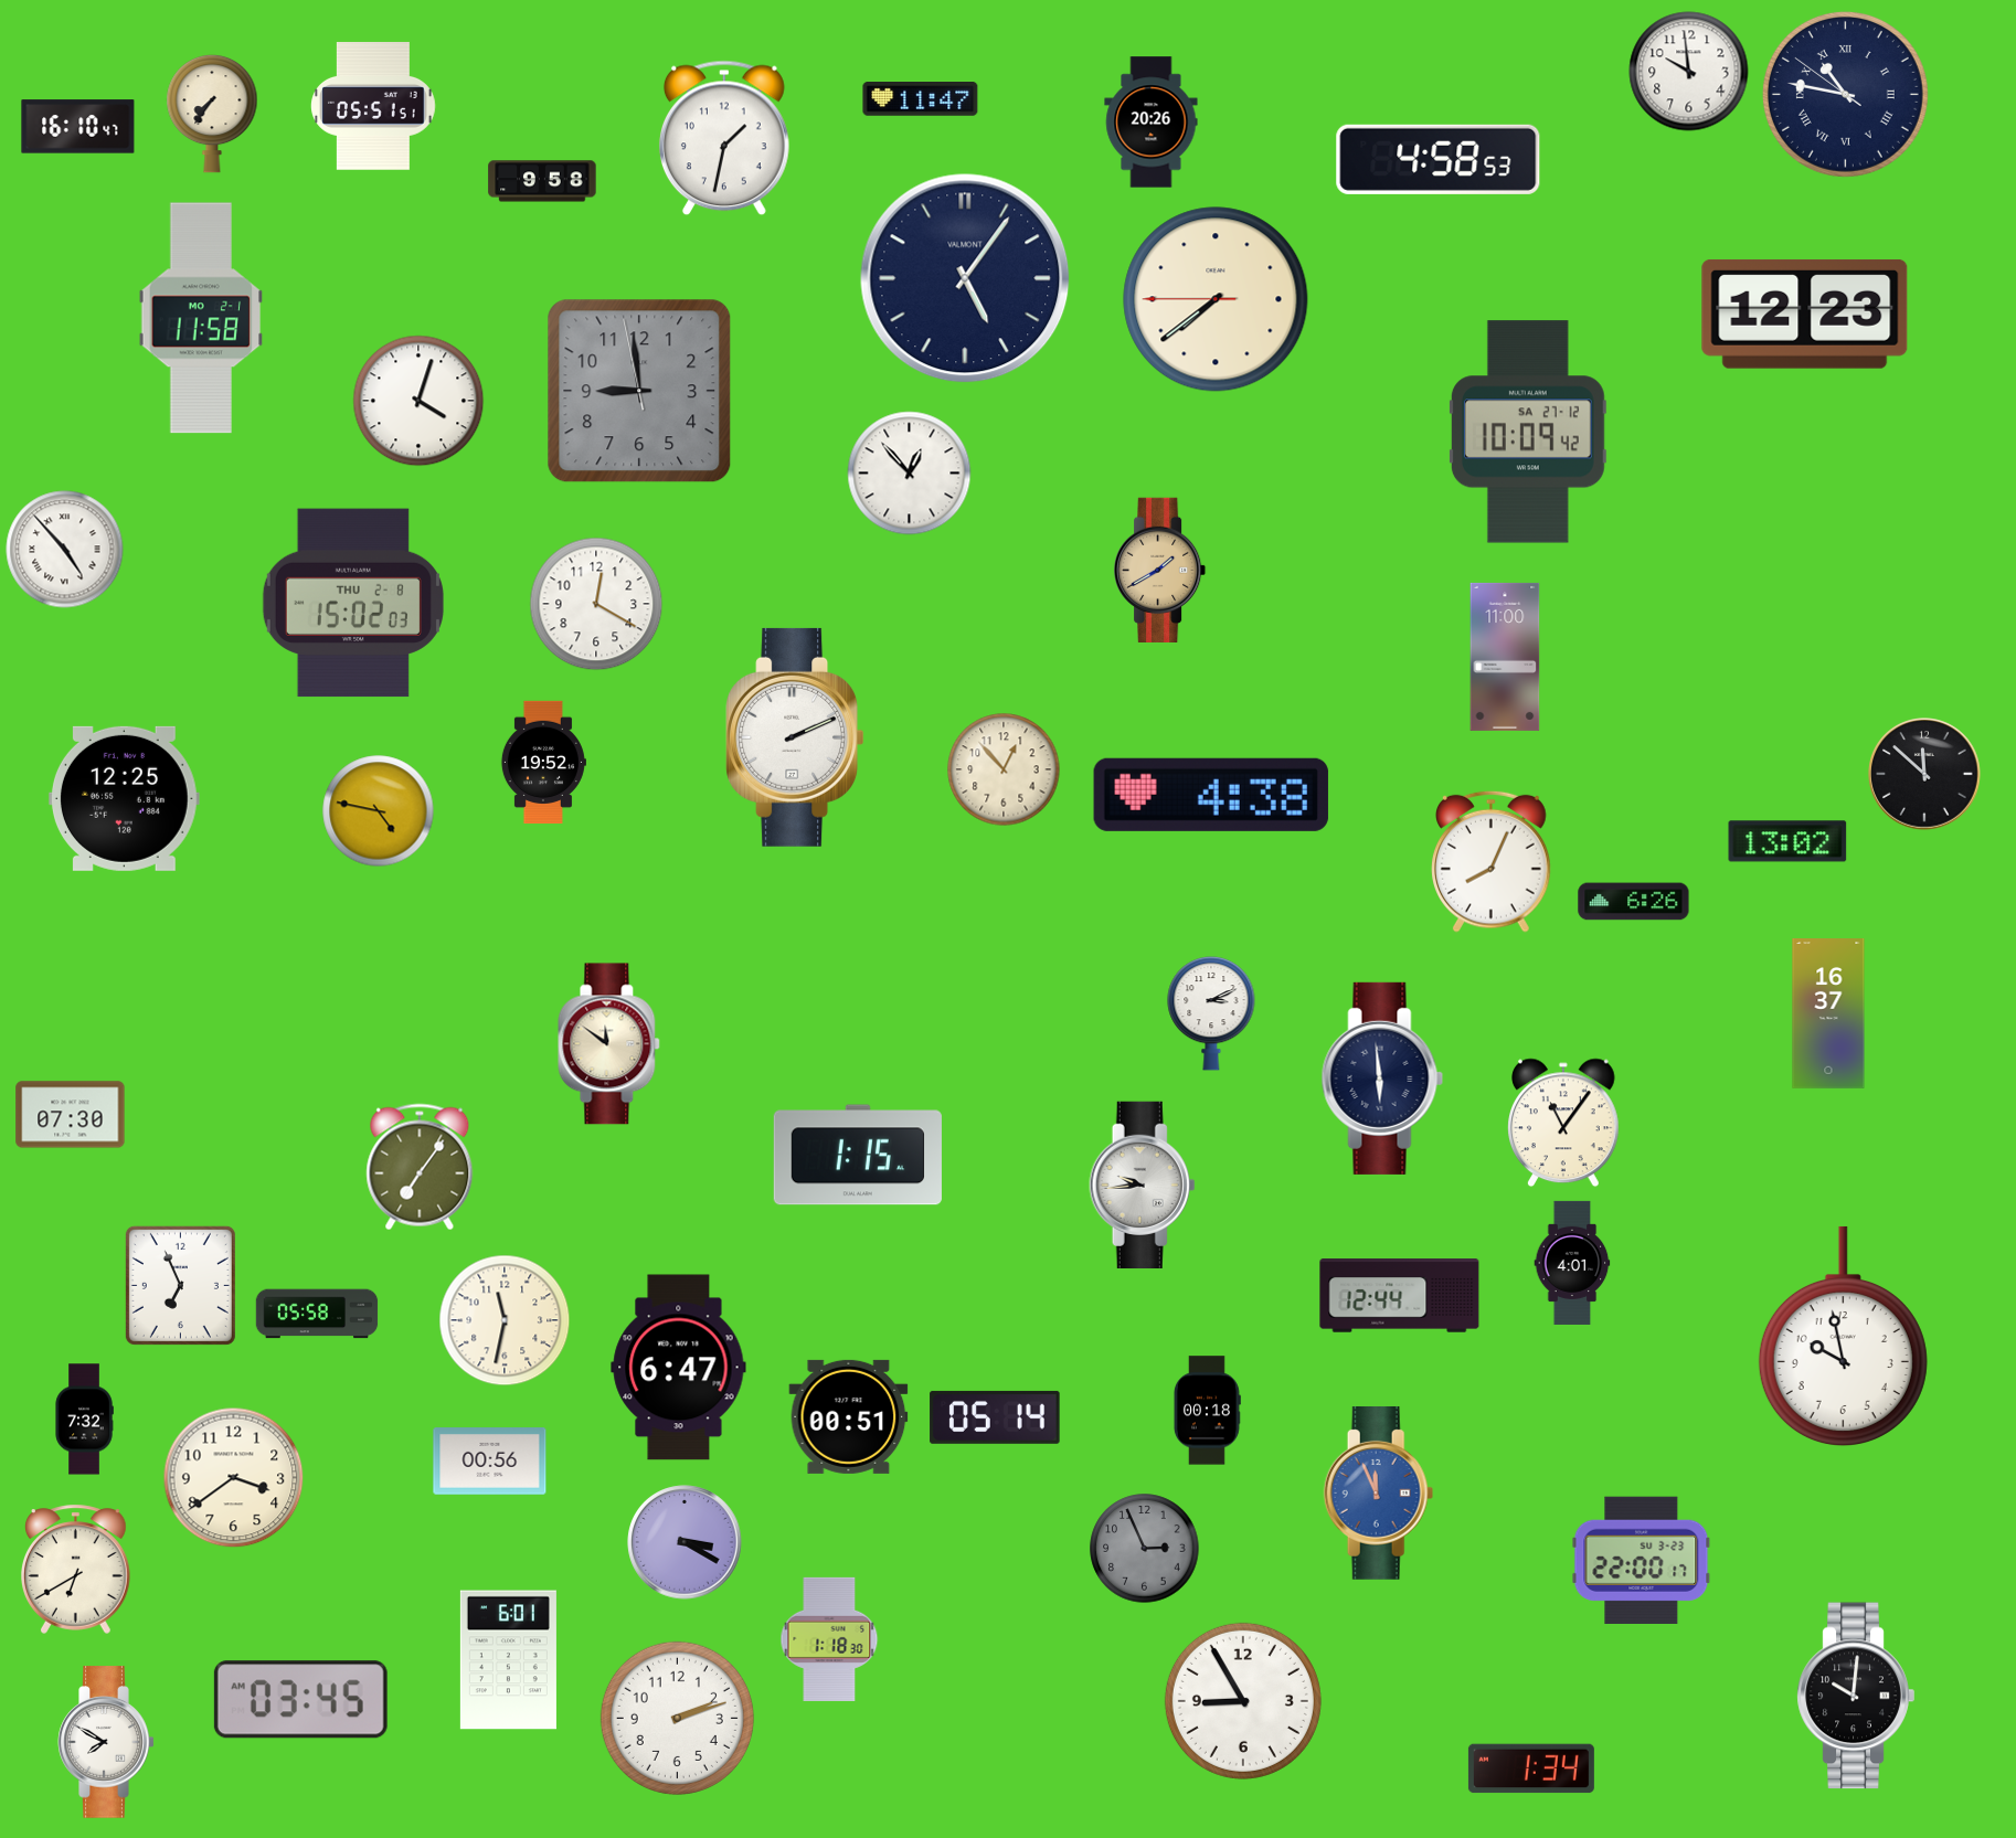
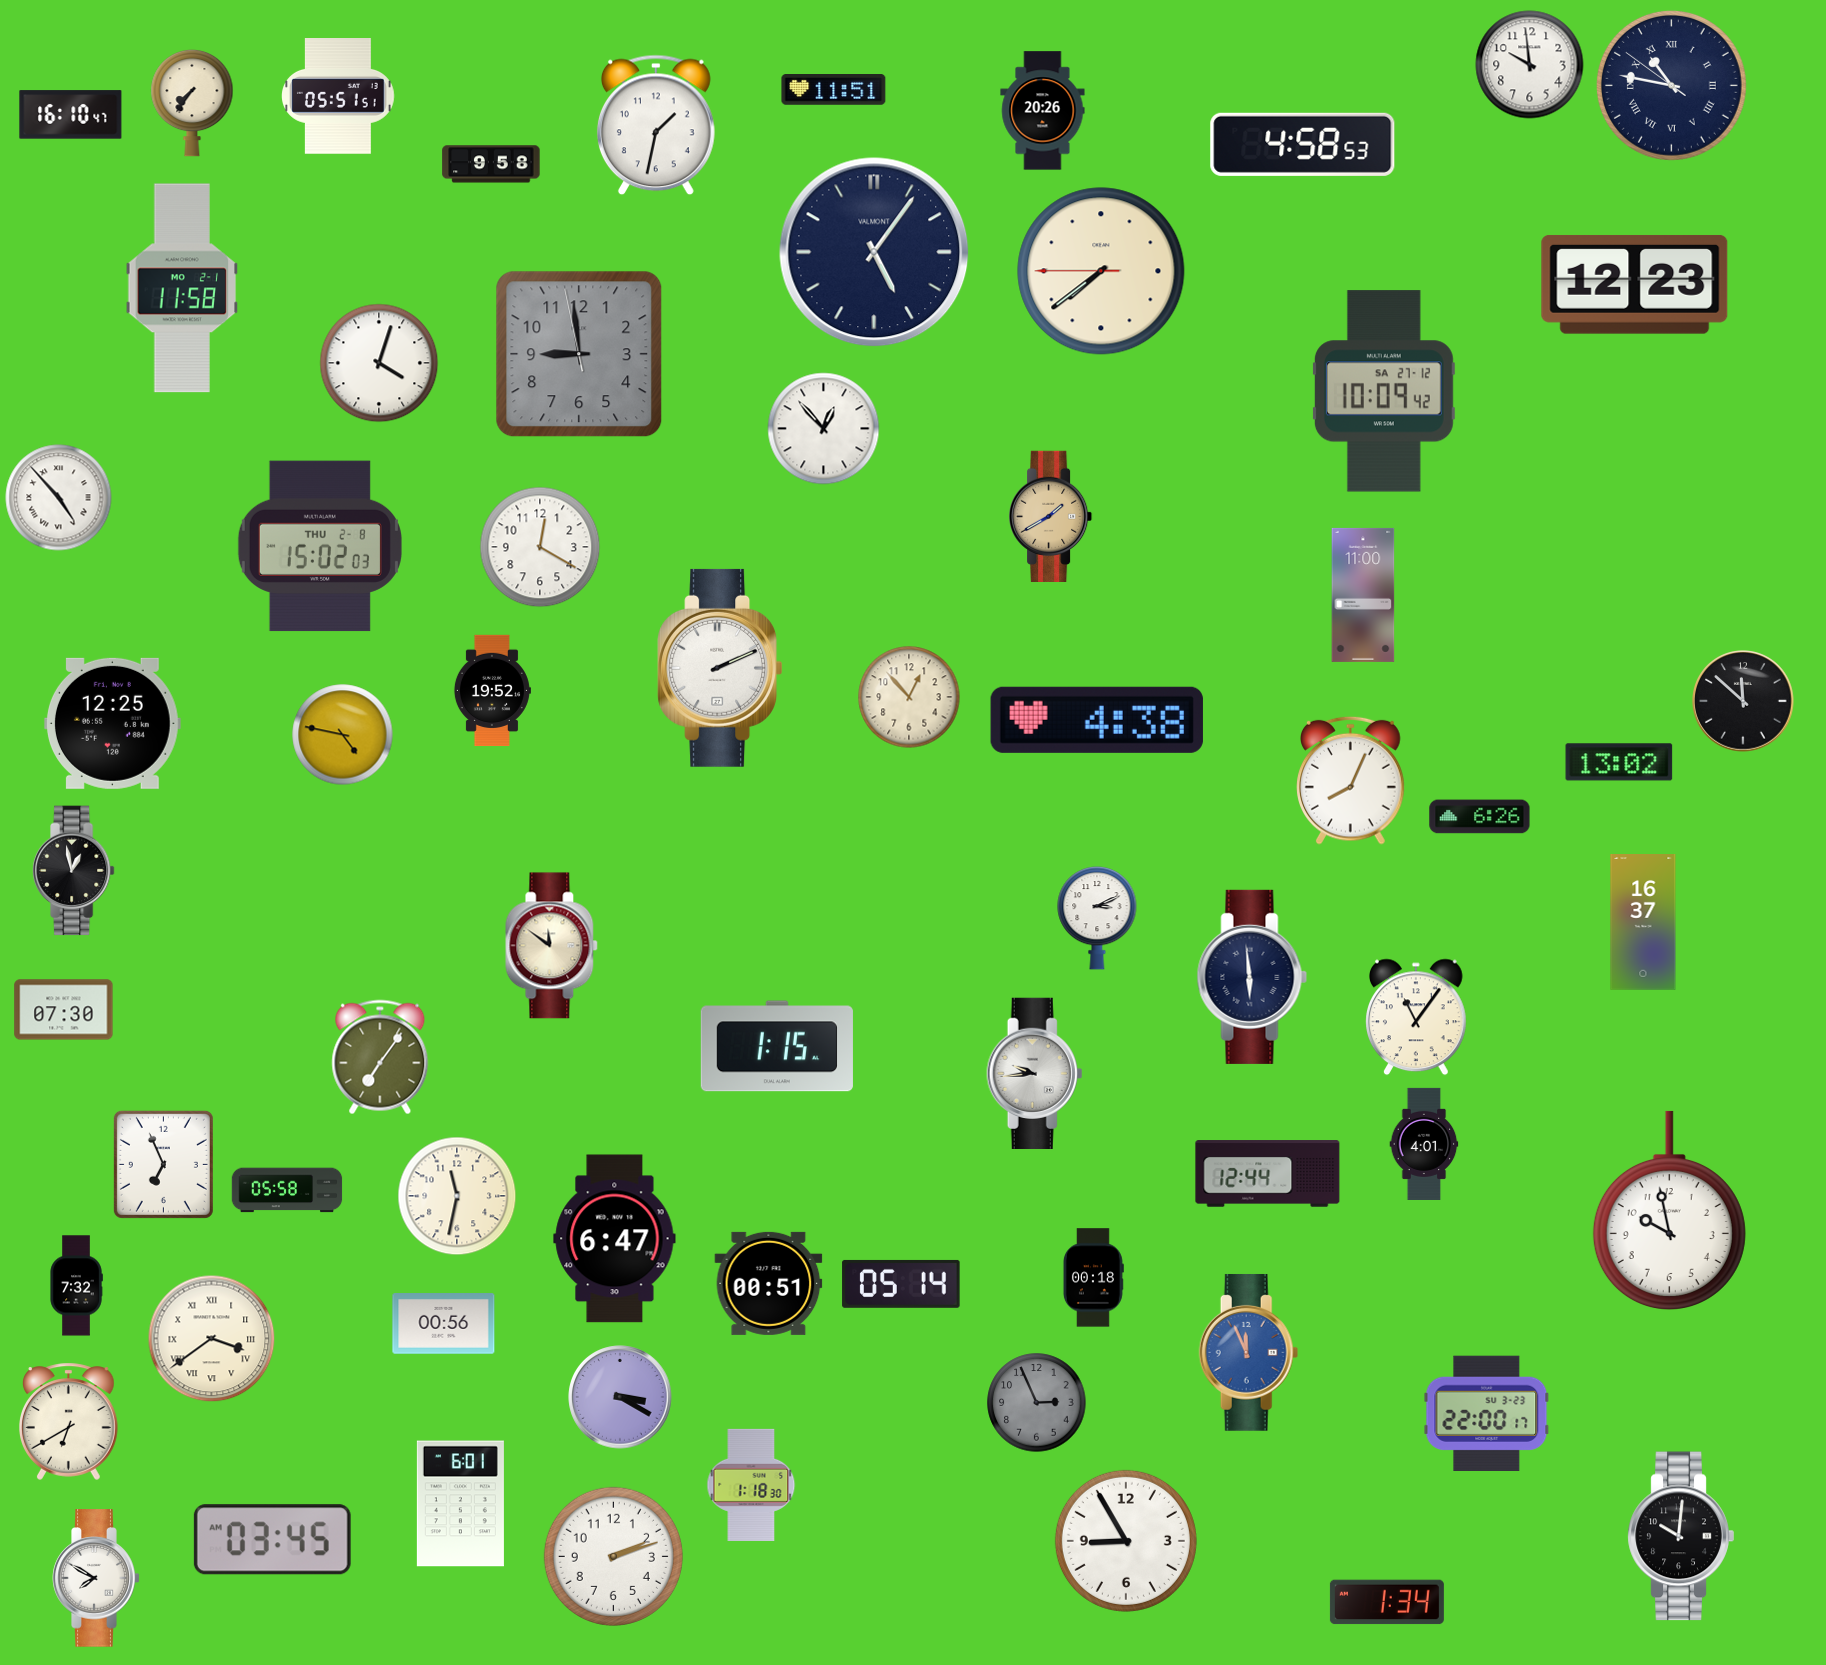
clock at (921, 99): 11:47 -> 11:51
clock at (73, 871): none -> 12:58
clock at (1828, 1014) position: (1828, 1014) -> (1643, 923)
clock at (234, 1478) numerals: Arabic -> Roman
